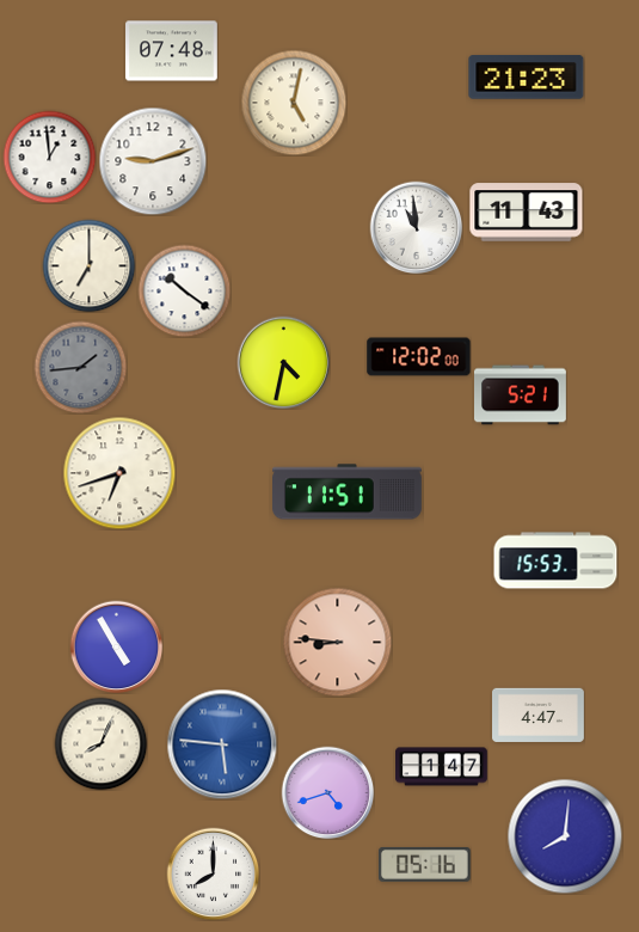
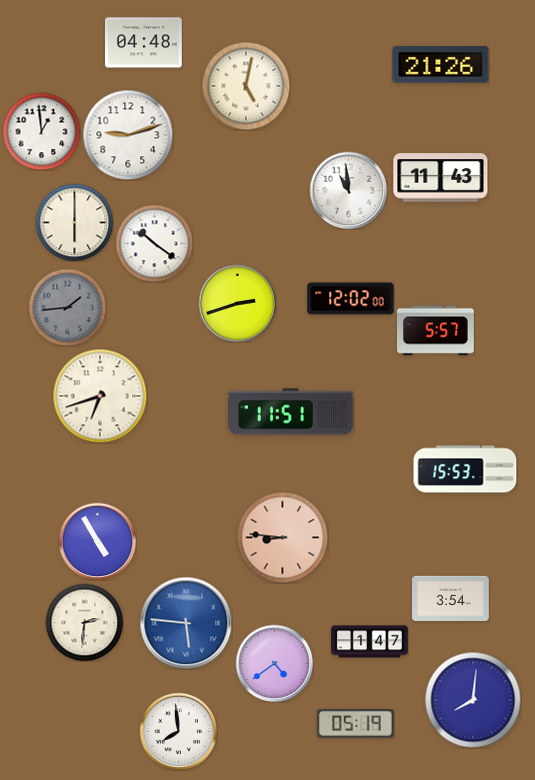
clock at (172, 51): 07:48 -> 04:48
clock at (527, 78): 21:23 -> 21:26
clock at (88, 265): 7:00 -> 6:00
clock at (283, 362): 4:32 -> 2:42
clock at (521, 396): 5:21 -> 5:57
clock at (539, 715): 4:47 -> 3:54
clock at (100, 743): 8:04 -> 2:31
clock at (327, 792): 4:42 -> 4:39
clock at (424, 864): 05:16 -> 05:19
clock at (213, 873): 8:00 -> 7:59
